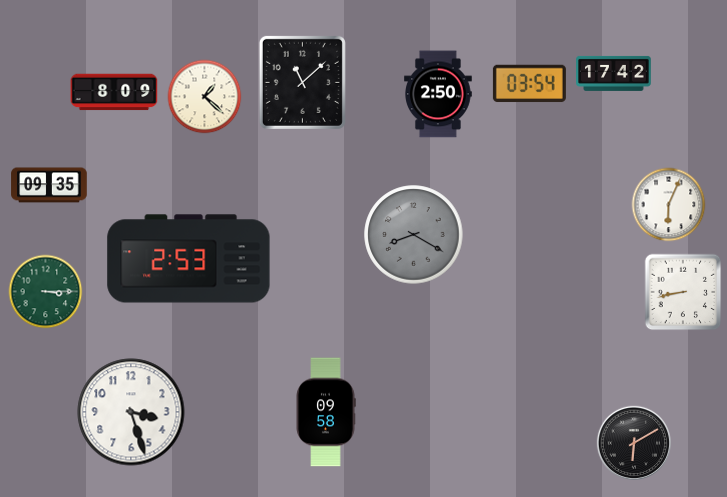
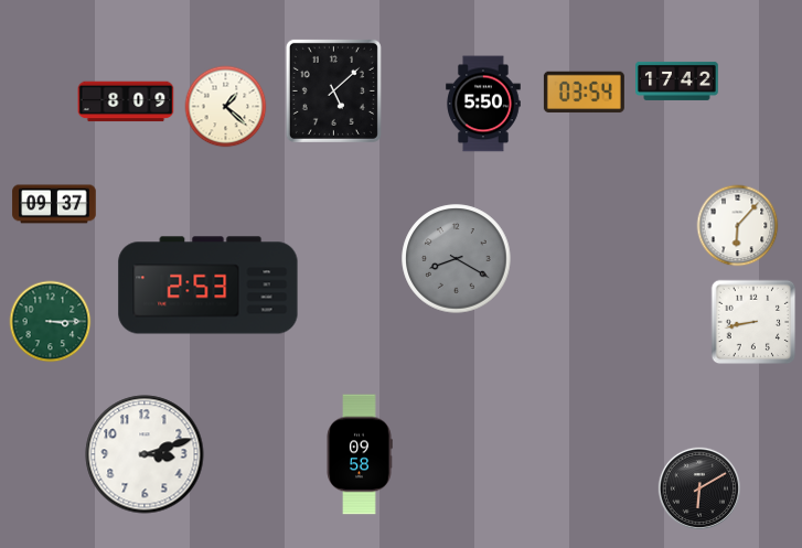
clock at (302, 82): 11:08 -> 5:08
clock at (439, 94): 2:50 -> 5:50
clock at (49, 185): 09:35 -> 09:37
clock at (669, 205): 6:04 -> 6:07
clock at (131, 412): 3:27 -> 3:12
